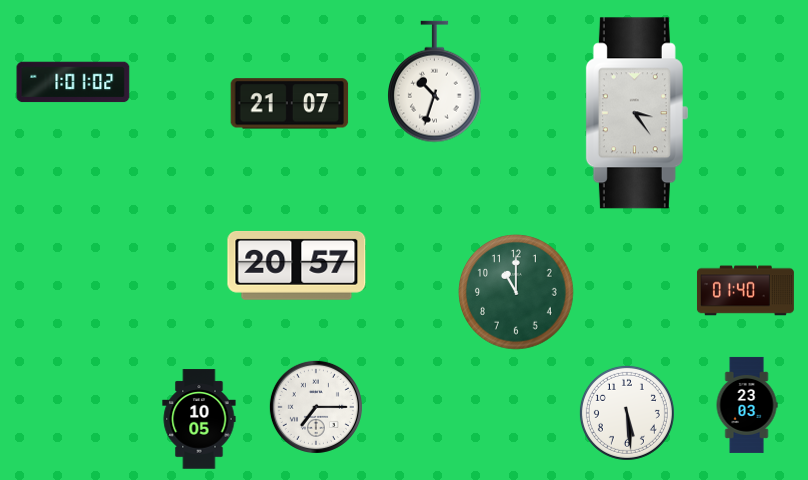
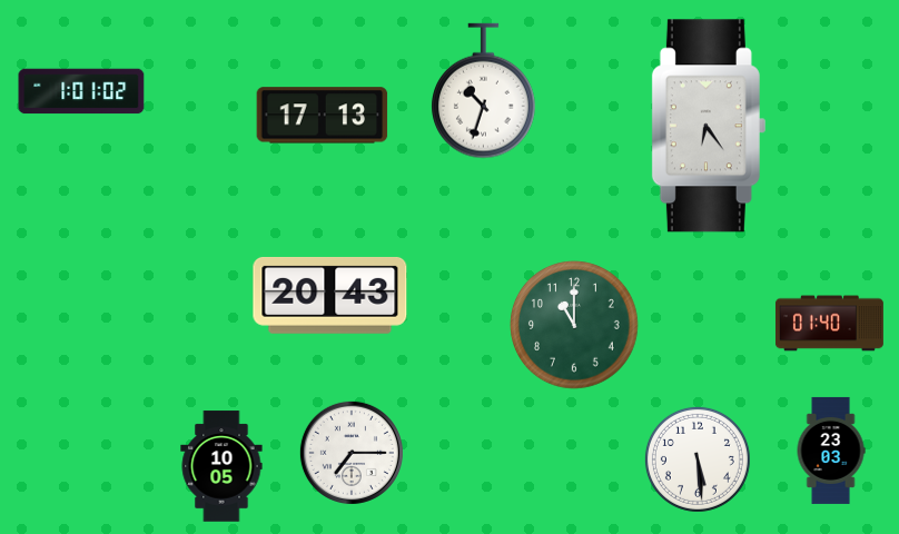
clock at (290, 104): 21:07 -> 17:13
clock at (637, 113): 3:24 -> 6:24
clock at (297, 265): 20:57 -> 20:43
